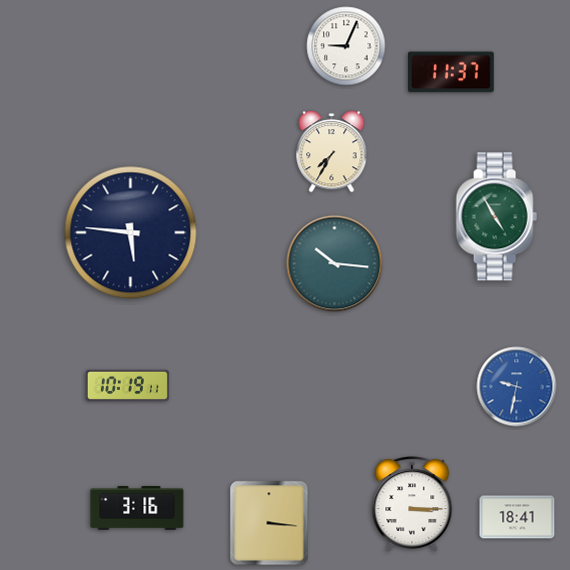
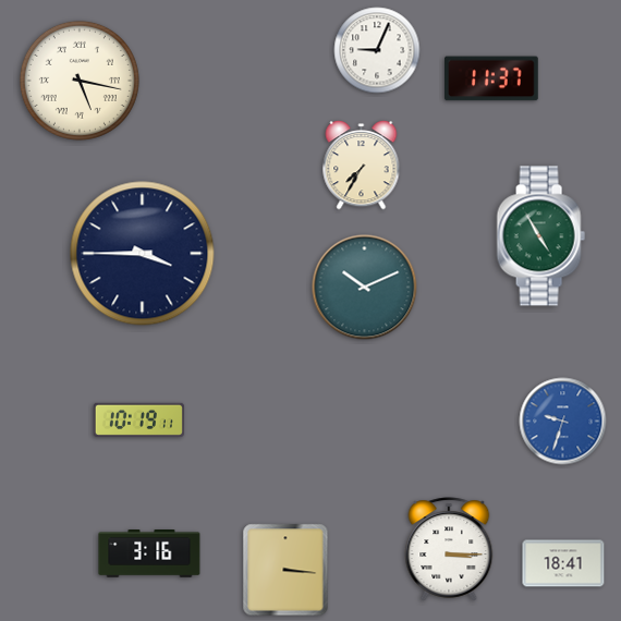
clock at (80, 81): none -> 5:17
clock at (131, 233): 5:46 -> 3:45
clock at (335, 264): 10:16 -> 10:11
clock at (517, 387): 9:32 -> 9:33
clock at (269, 523) position: (269, 523) -> (285, 570)
